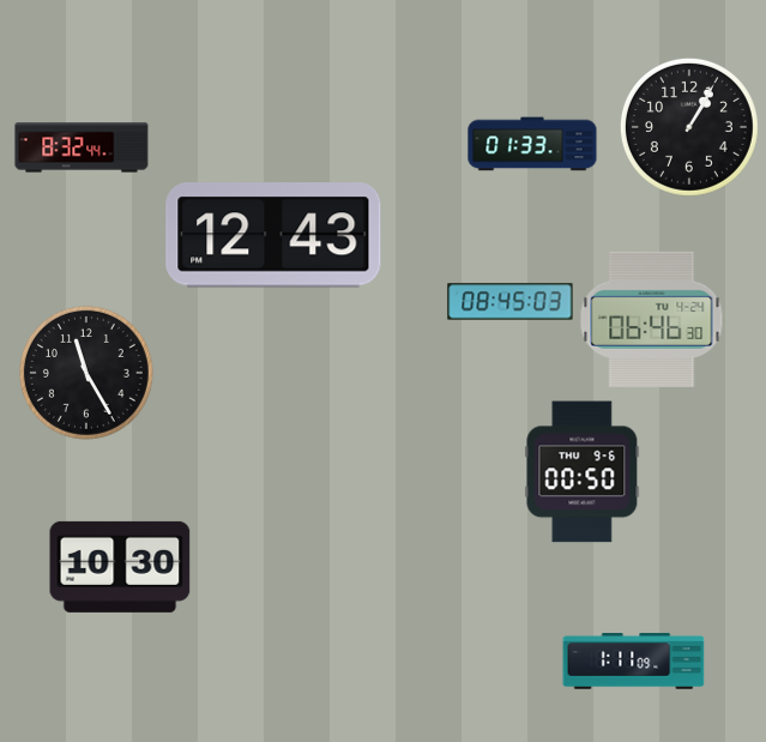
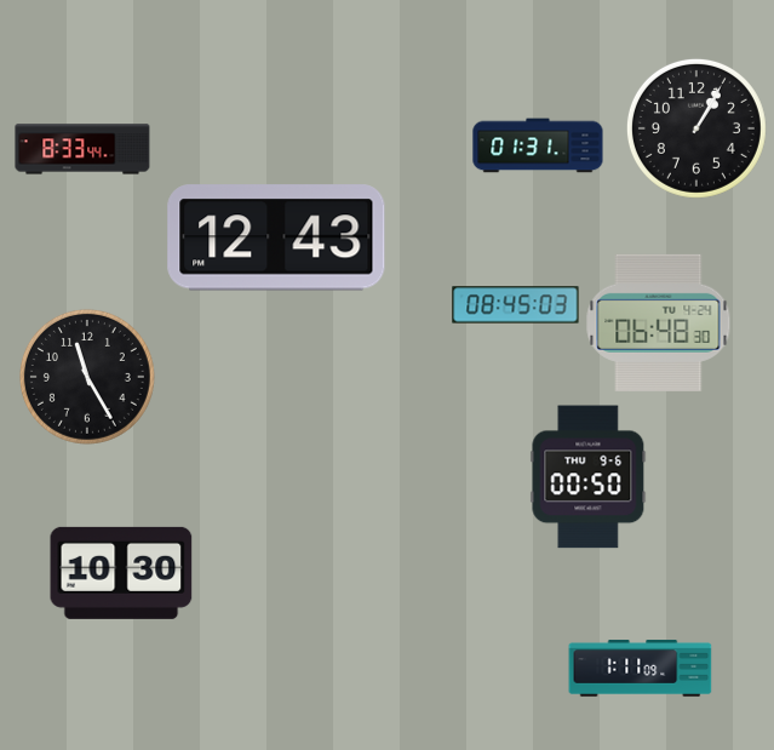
clock at (532, 144): 01:33 -> 01:31
clock at (82, 147): 8:32 -> 8:33
clock at (652, 319): 06:46 -> 06:48
